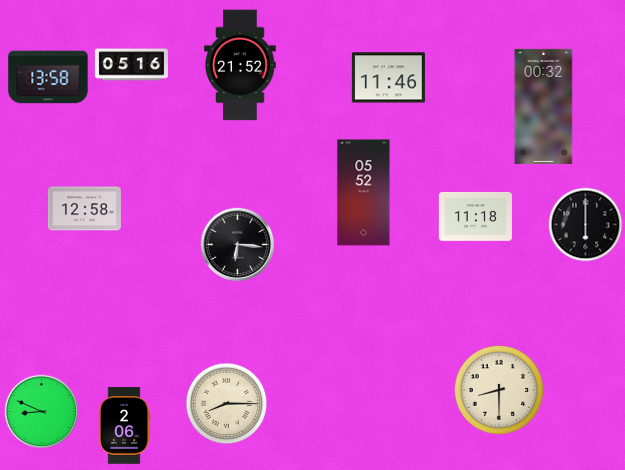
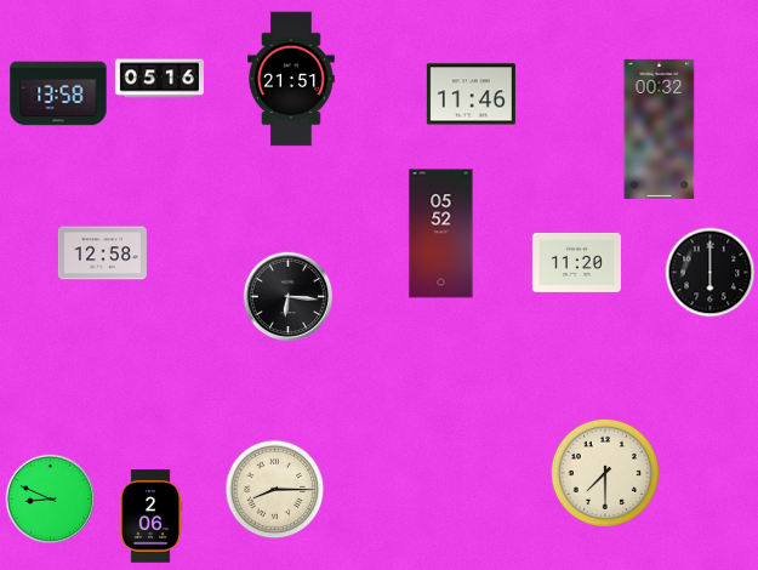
clock at (241, 65): 21:52 -> 21:51
clock at (475, 216): 11:18 -> 11:20
clock at (499, 390): 8:30 -> 7:30
